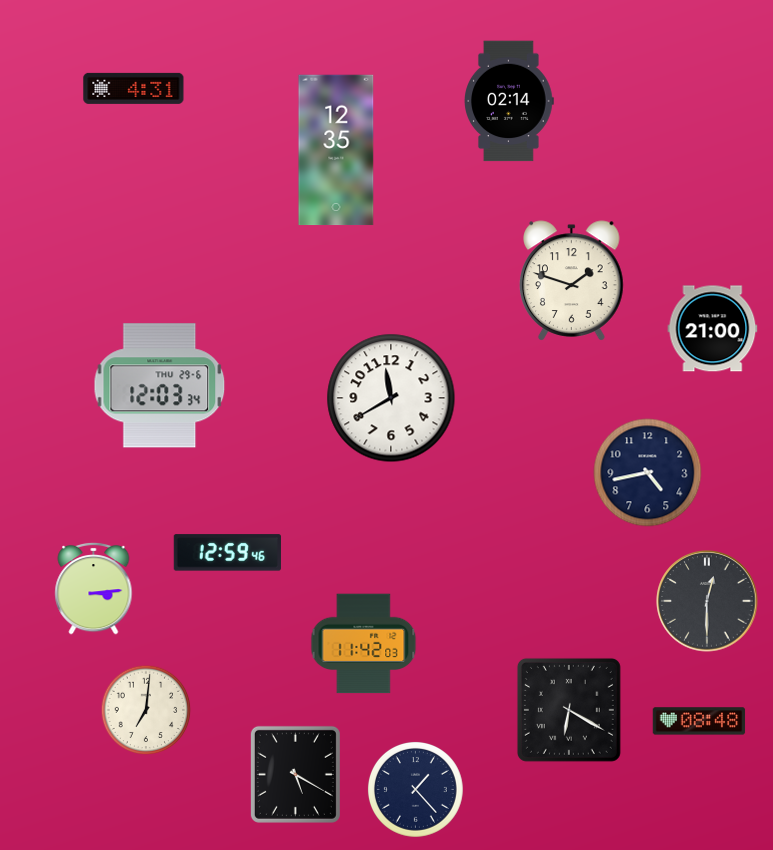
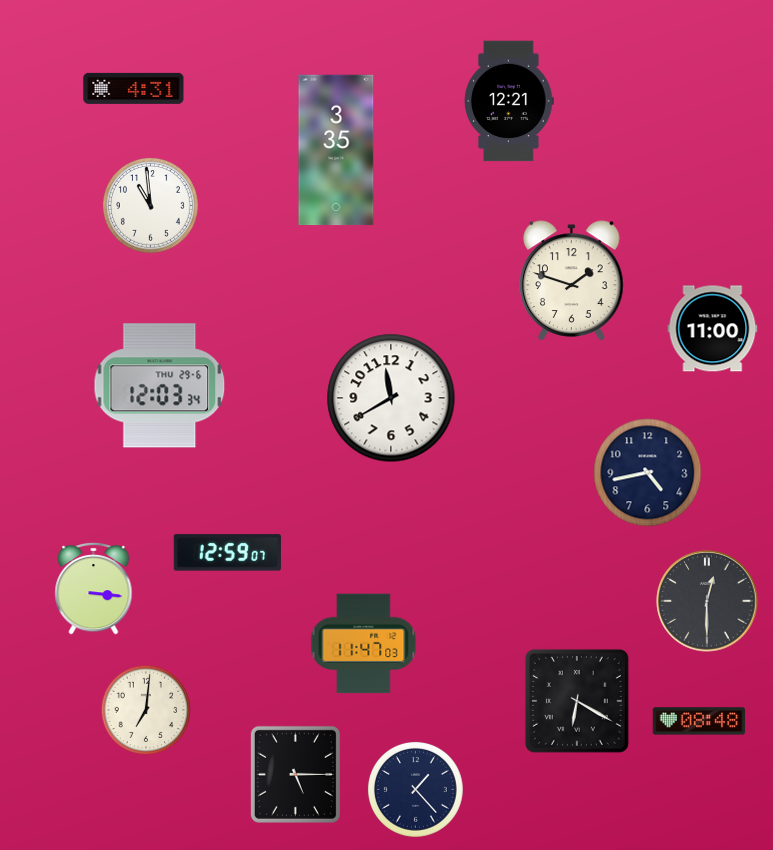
clock at (510, 101): 02:14 -> 12:21
clock at (336, 150): 12:35 -> 3:35
clock at (151, 206): none -> 10:59
clock at (713, 329): 21:00 -> 11:00
clock at (227, 553): 12:59:46 -> 12:59:07
clock at (94, 588): 3:14 -> 3:16
clock at (364, 644): 11:42 -> 11:47
clock at (569, 710) position: (569, 710) -> (577, 701)
clock at (295, 774): 5:20 -> 5:15
